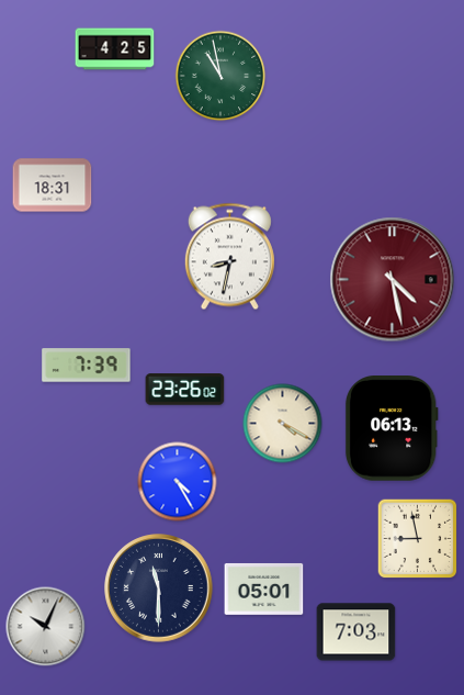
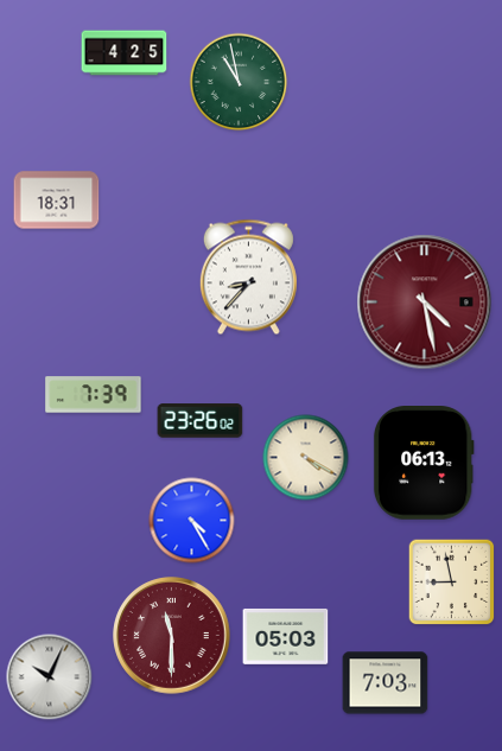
clock at (229, 257): 8:32 -> 8:37
clock at (159, 588) dial: navy -> burgundy
clock at (264, 588): 05:01 -> 05:03
